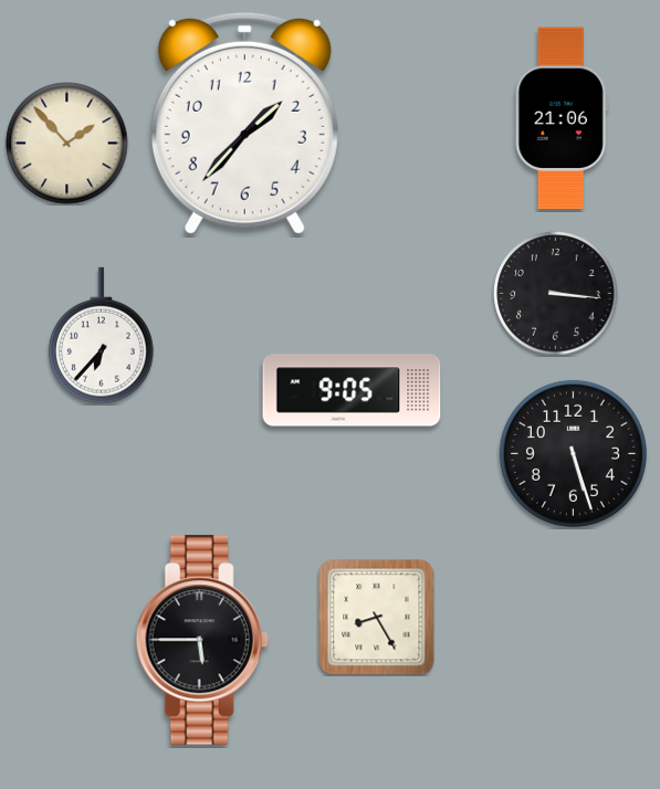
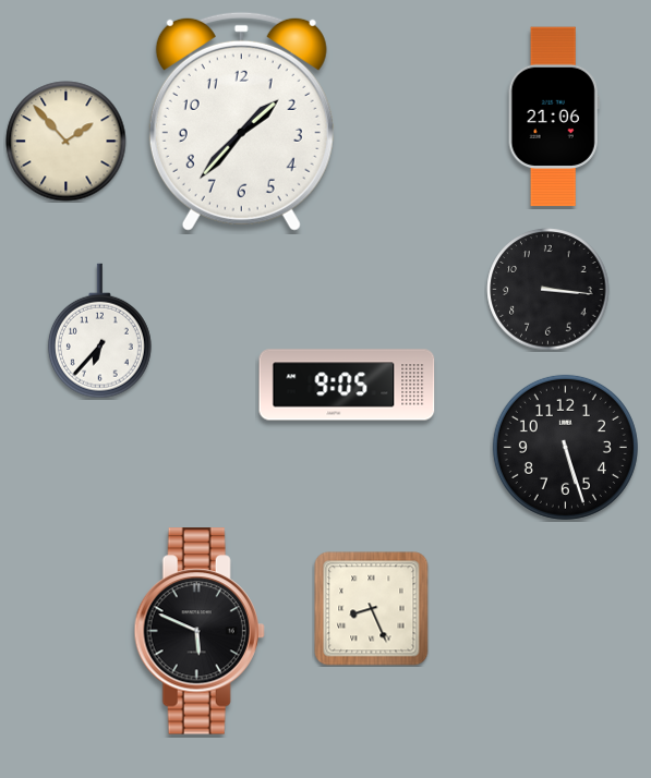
clock at (377, 618): 8:25 -> 8:26
clock at (202, 640): 5:45 -> 5:49
